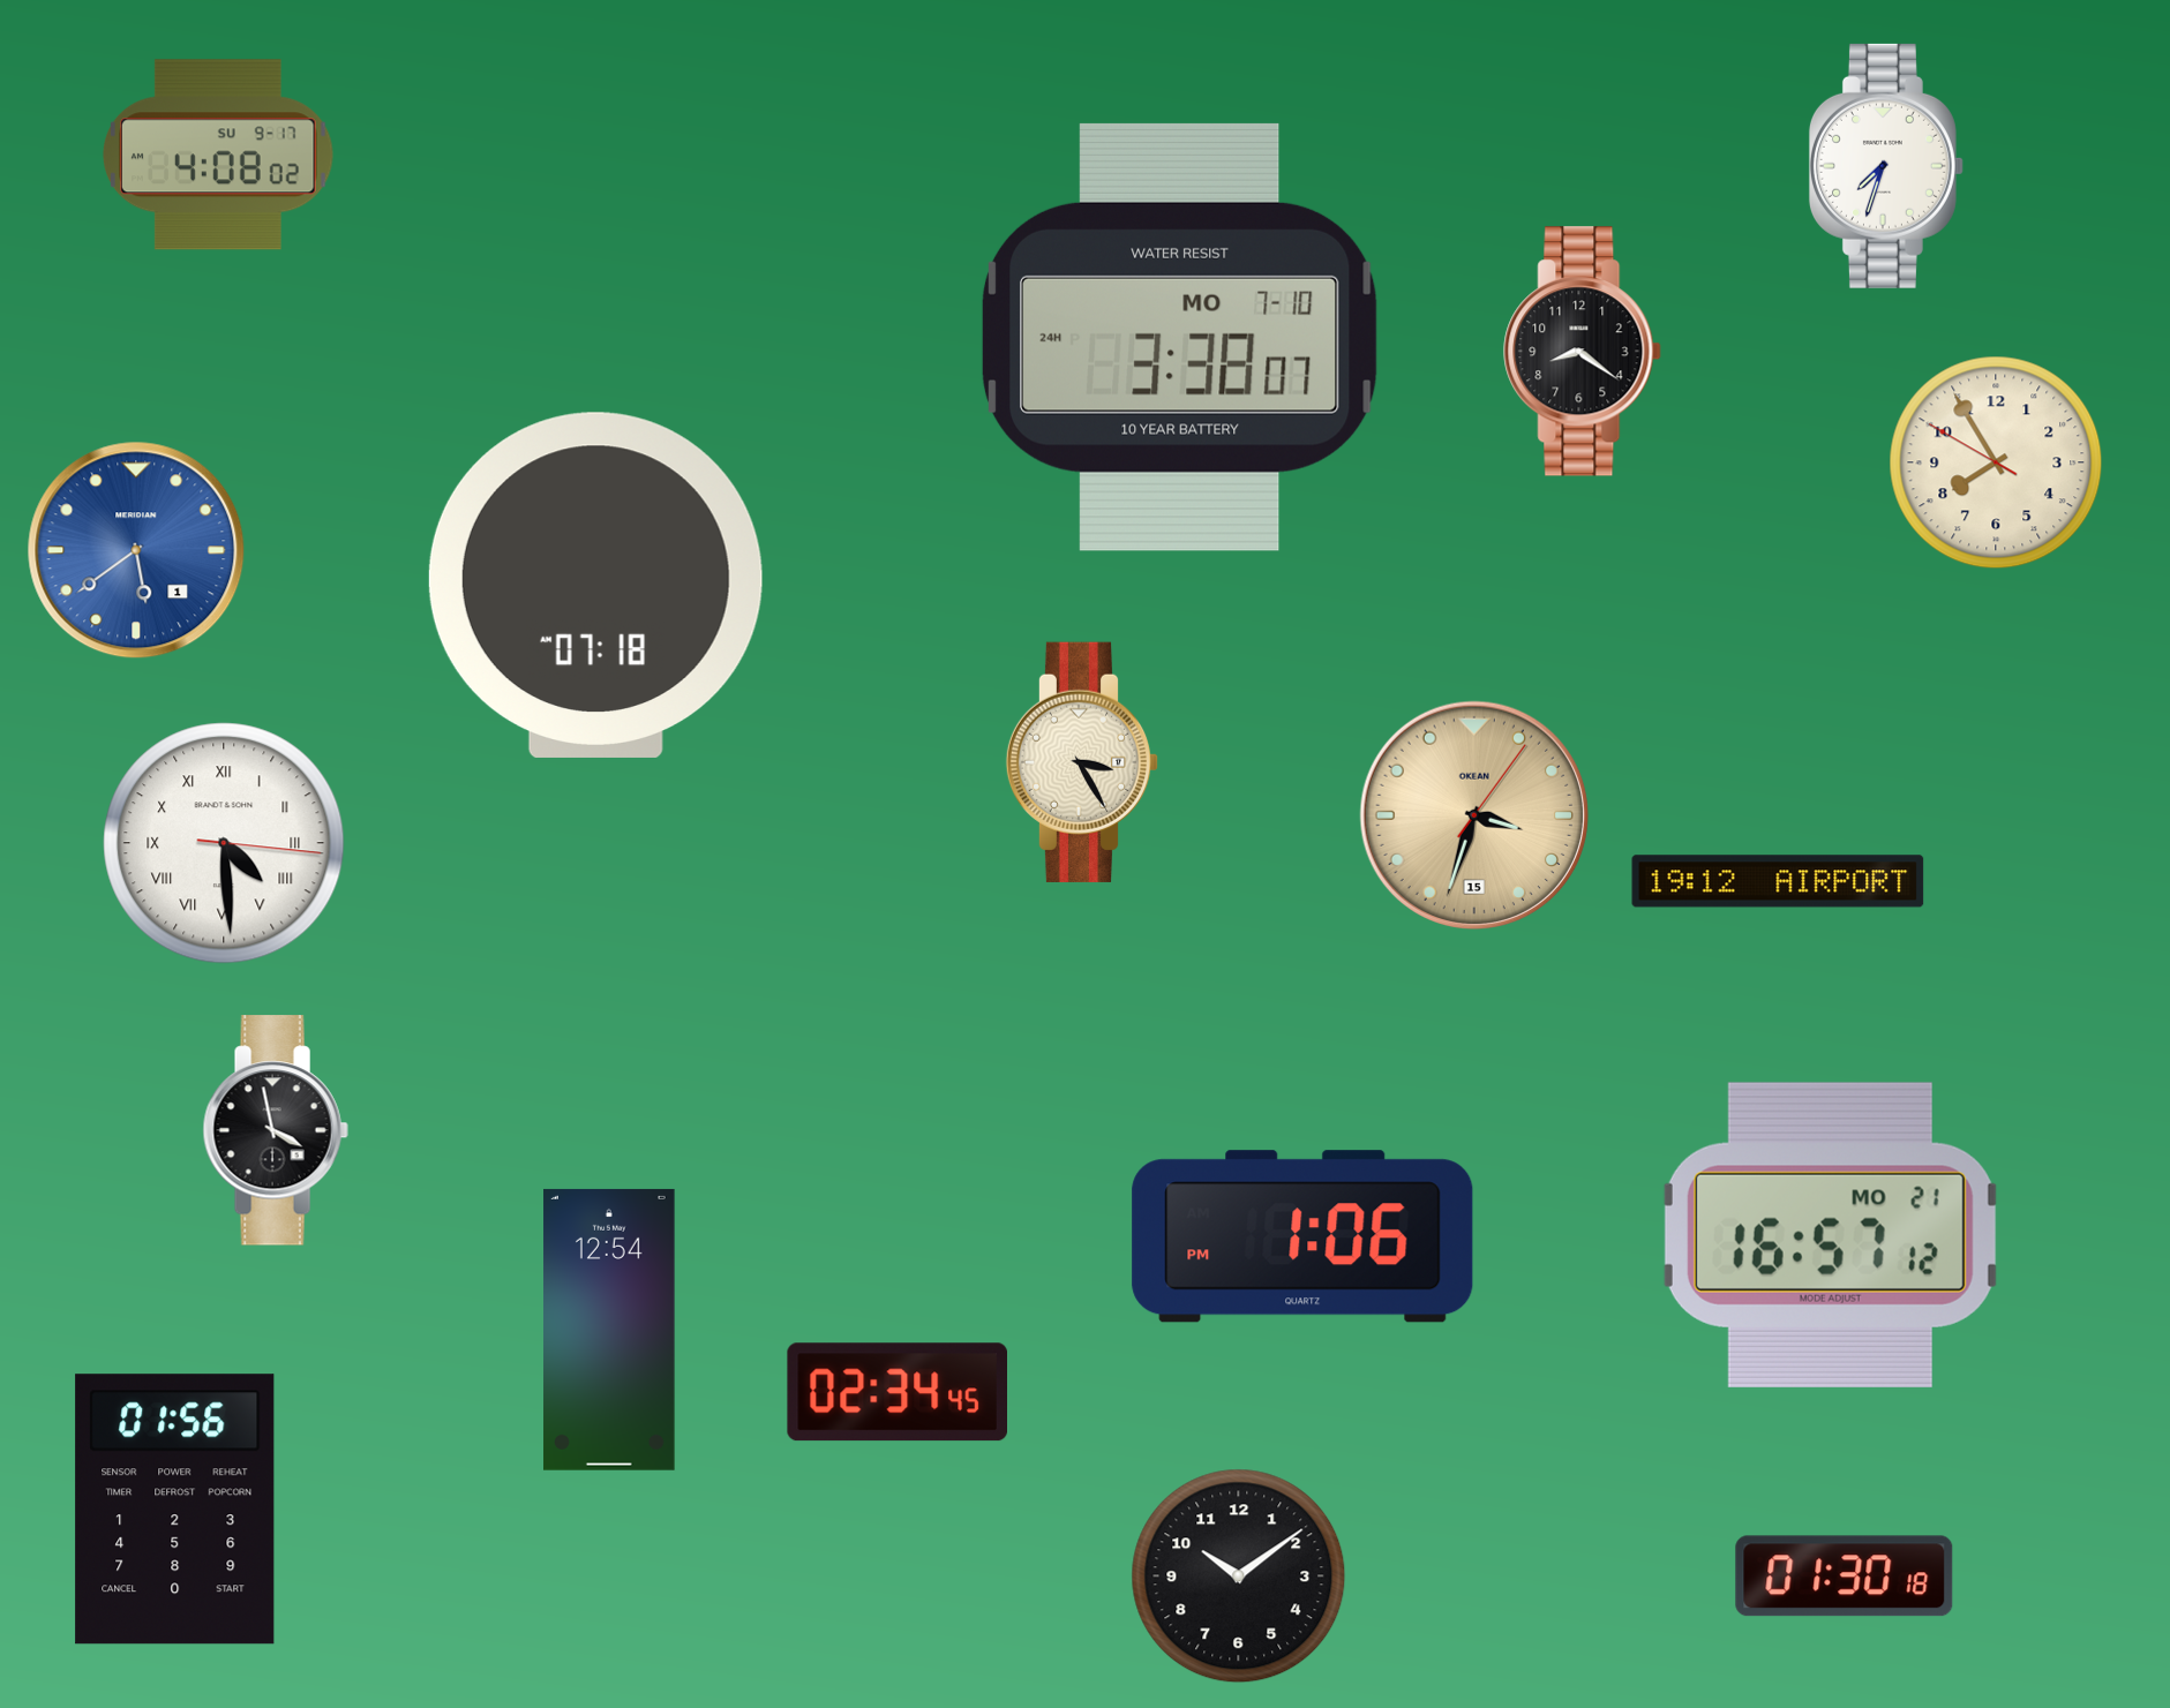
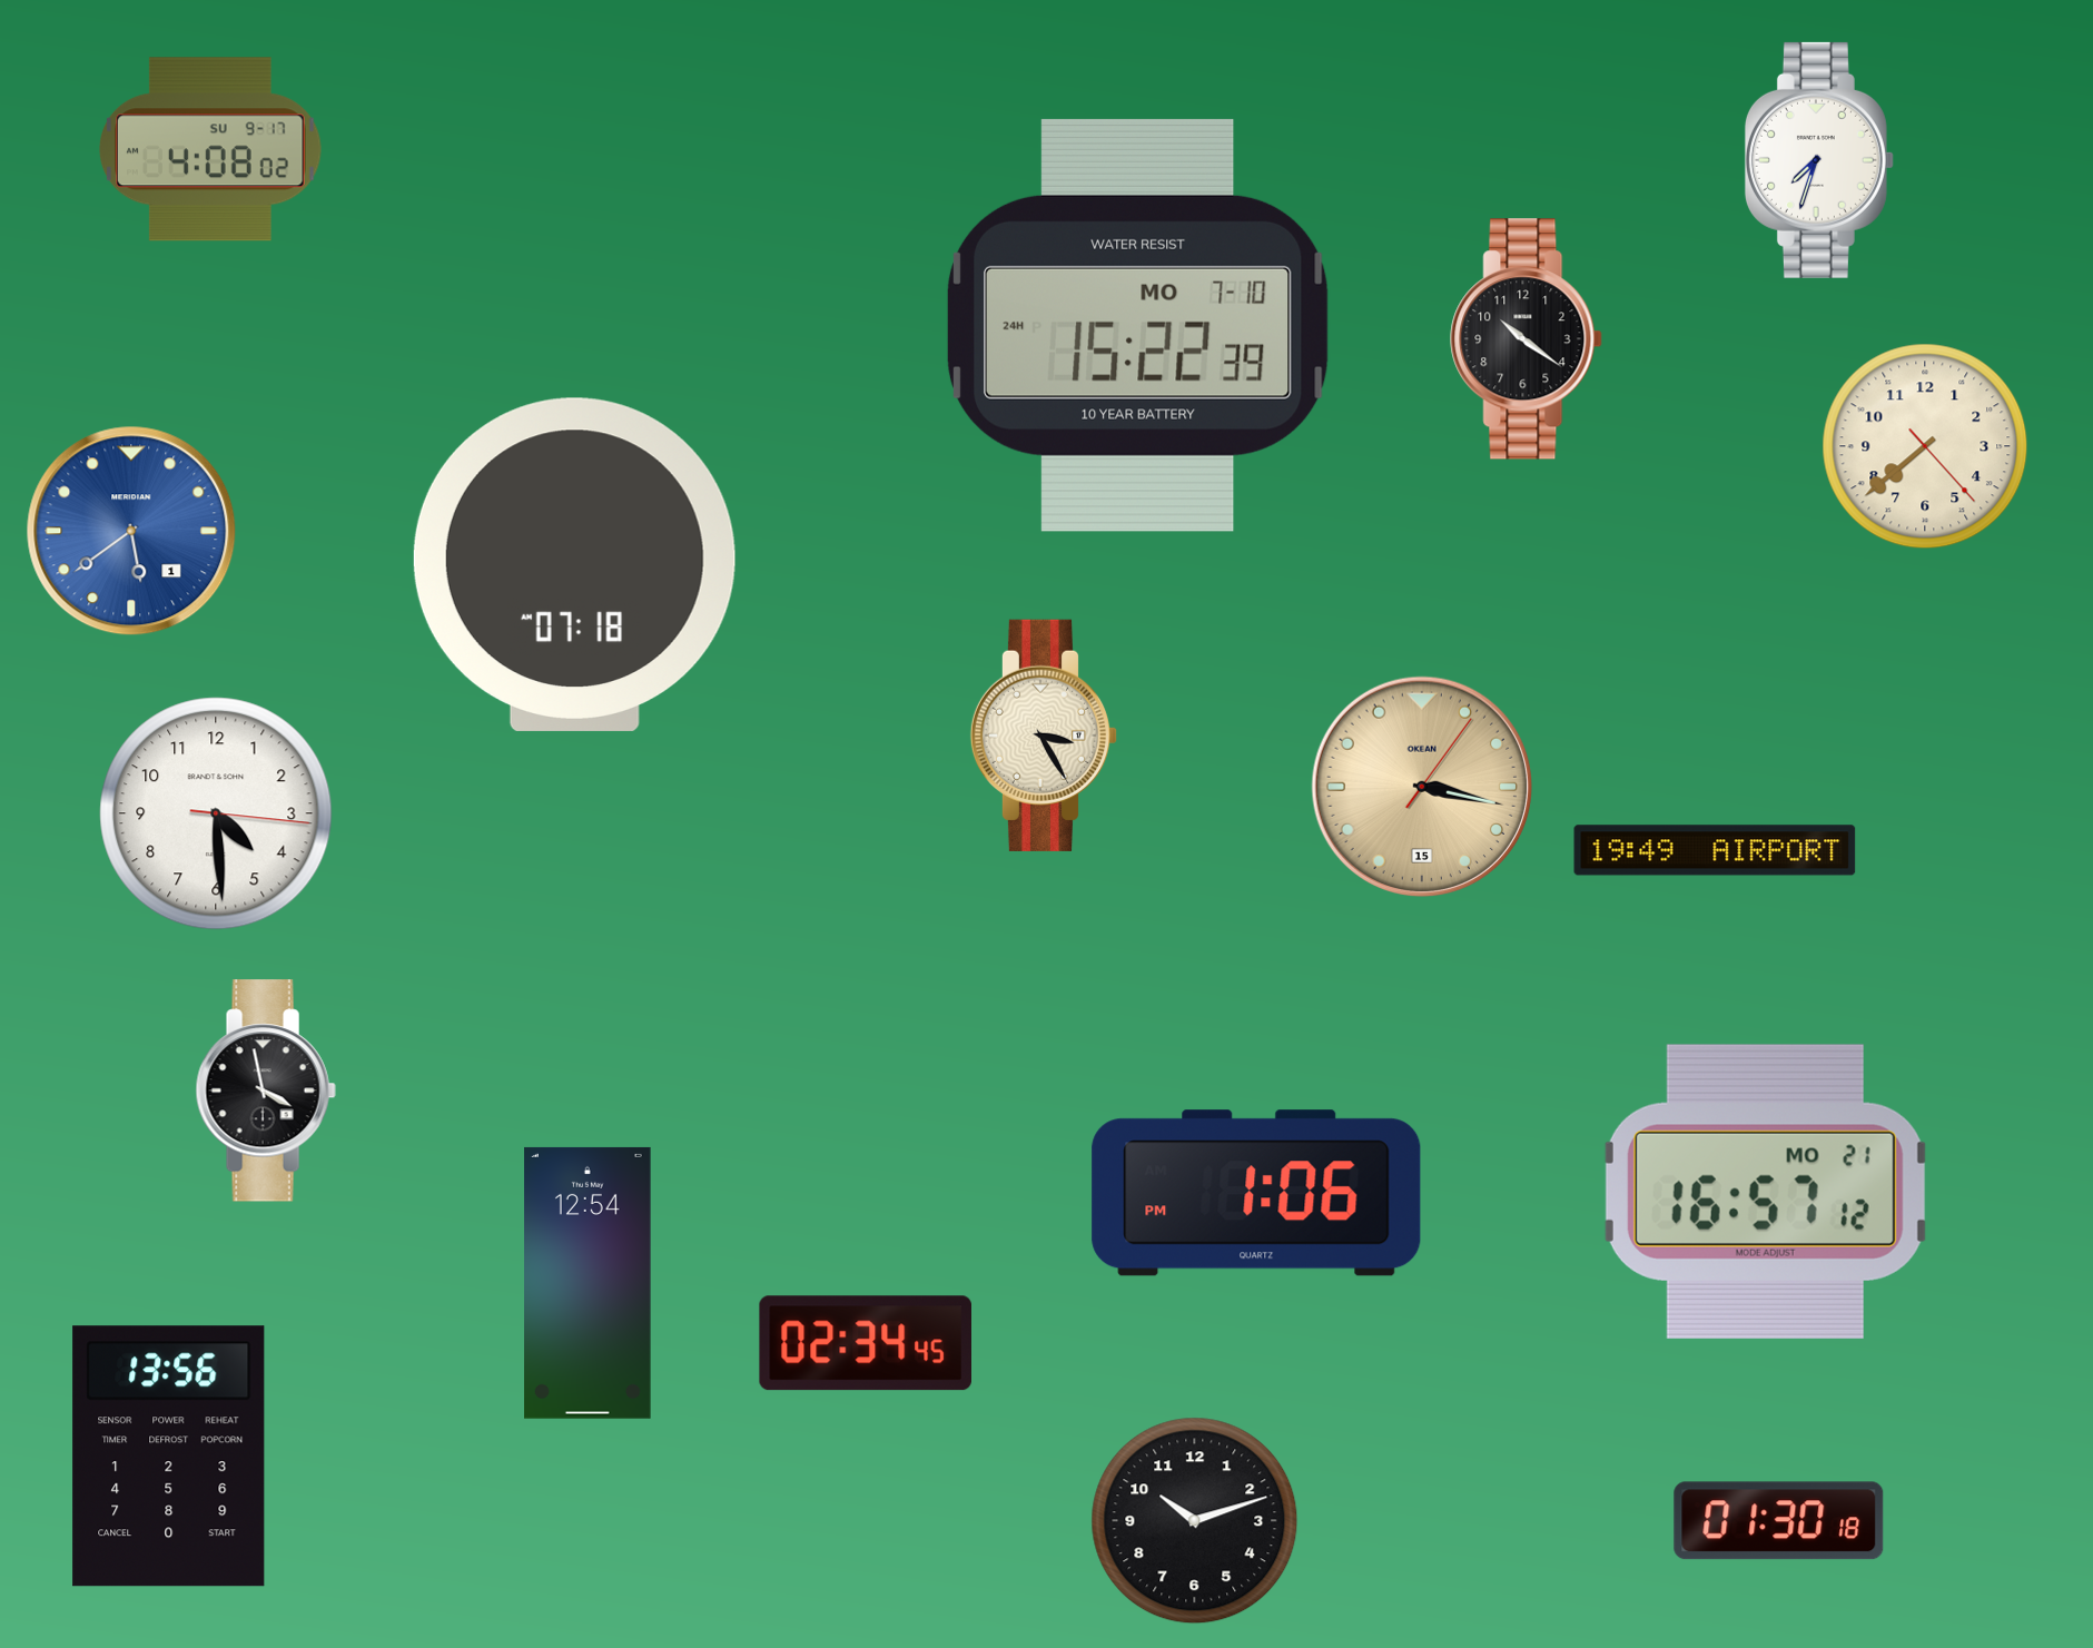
clock at (1179, 337): 3:38 -> 15:22
clock at (1583, 352): 8:21 -> 10:21
clock at (1996, 462): 7:54 -> 7:38
clock at (1473, 815): 3:33 -> 3:17
clock at (224, 843) numerals: Roman -> Arabic
clock at (1778, 881): 19:12 -> 19:49
clock at (175, 1510): 01:56 -> 13:56
clock at (1239, 1577): 10:09 -> 10:12
